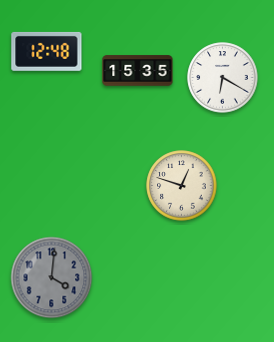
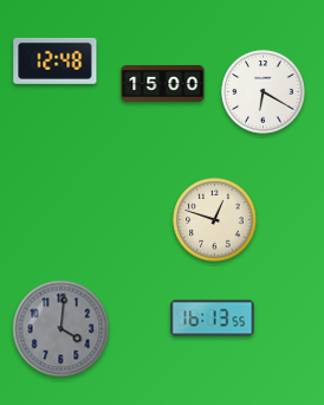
clock at (138, 71): 15:35 -> 15:00
clock at (213, 319): none -> 16:13
